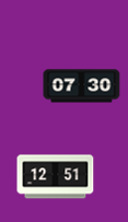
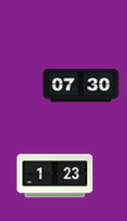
clock at (56, 177): 12:51 -> 1:23
